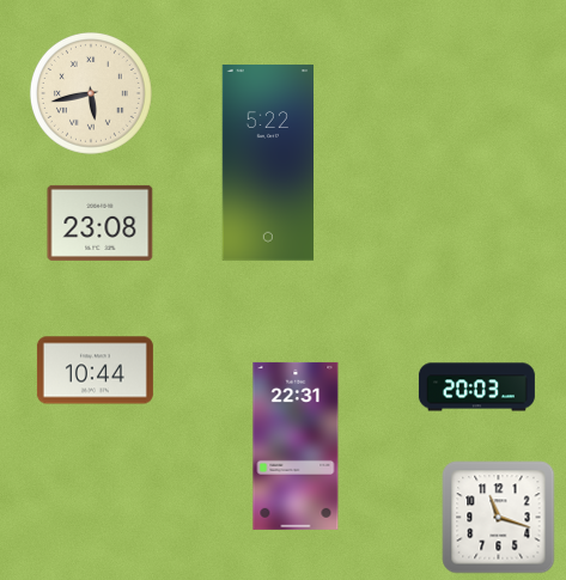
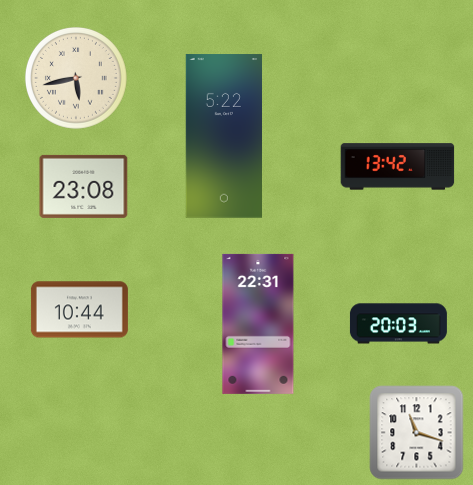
clock at (398, 167): none -> 13:42
clock at (296, 446) position: (296, 446) -> (258, 324)
